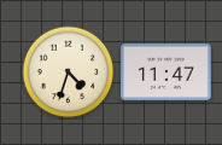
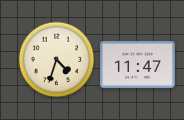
clock at (166, 71) position: (166, 71) -> (138, 64)
